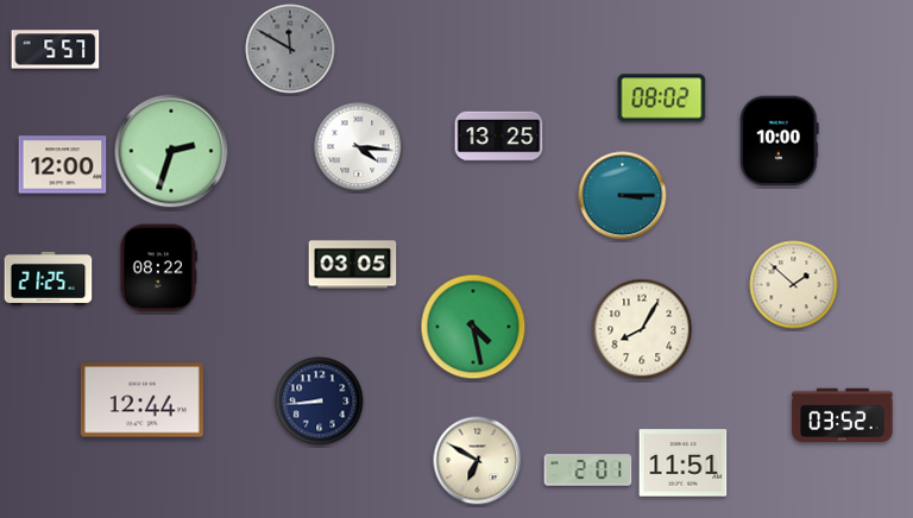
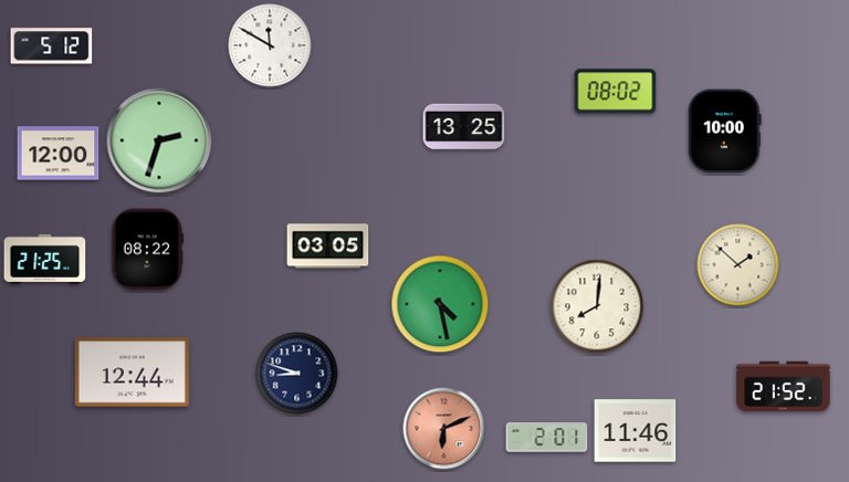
clock at (290, 49) dial: grey -> white
clock at (56, 50): 5:57 -> 5:12
clock at (359, 147): 4:16 -> none
clock at (623, 196): 3:15 -> none
clock at (642, 329): 8:05 -> 8:01
clock at (320, 402): 8:44 -> 8:48
clock at (843, 416): 03:52 -> 21:52
clock at (478, 461): 6:50 -> 6:11
clock at (478, 461) dial: cream -> salmon
clock at (684, 463): 11:51 -> 11:46
